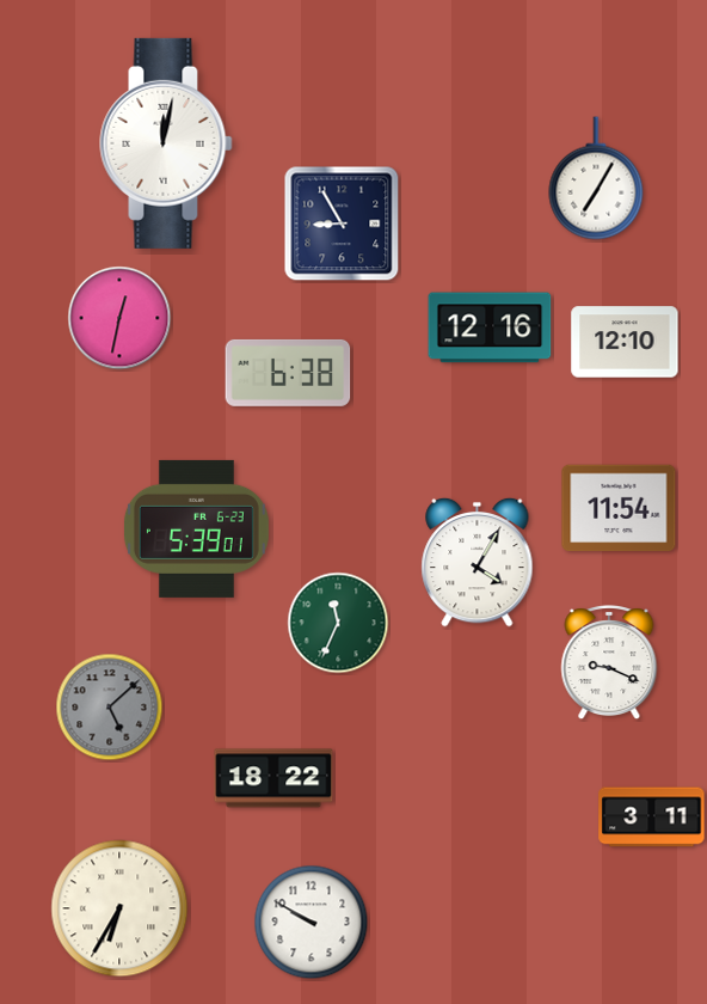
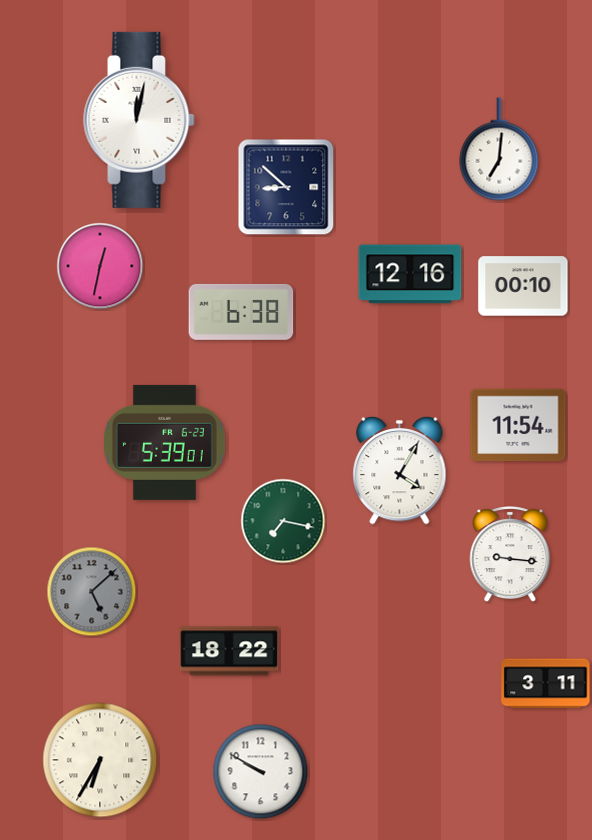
clock at (596, 178): 7:05 -> 7:01
clock at (342, 224): 8:55 -> 8:52
clock at (625, 342): 12:10 -> 00:10
clock at (338, 623): 11:34 -> 7:17
clock at (609, 663): 9:19 -> 9:16
